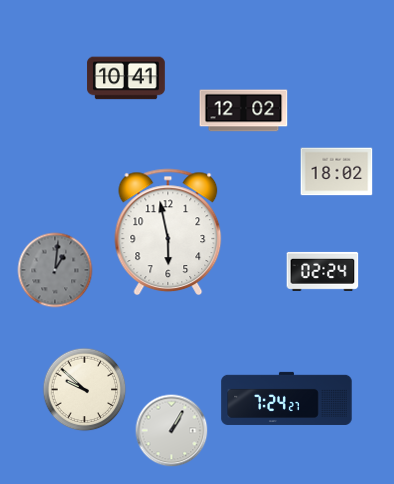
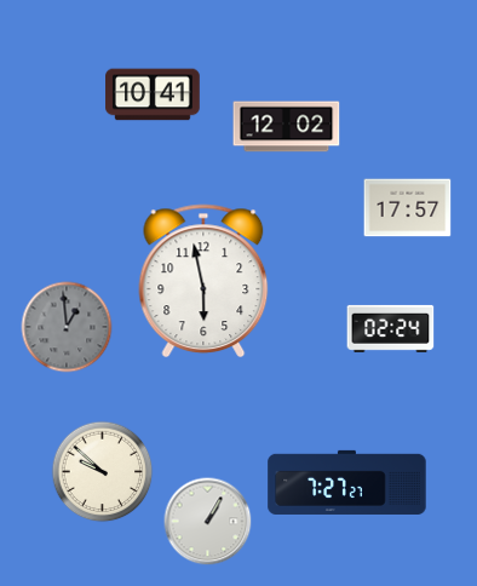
clock at (244, 111) position: (244, 111) -> (287, 127)
clock at (337, 172): 18:02 -> 17:57
clock at (55, 270): 1:01 -> 12:59
clock at (287, 398): 7:24 -> 7:27
